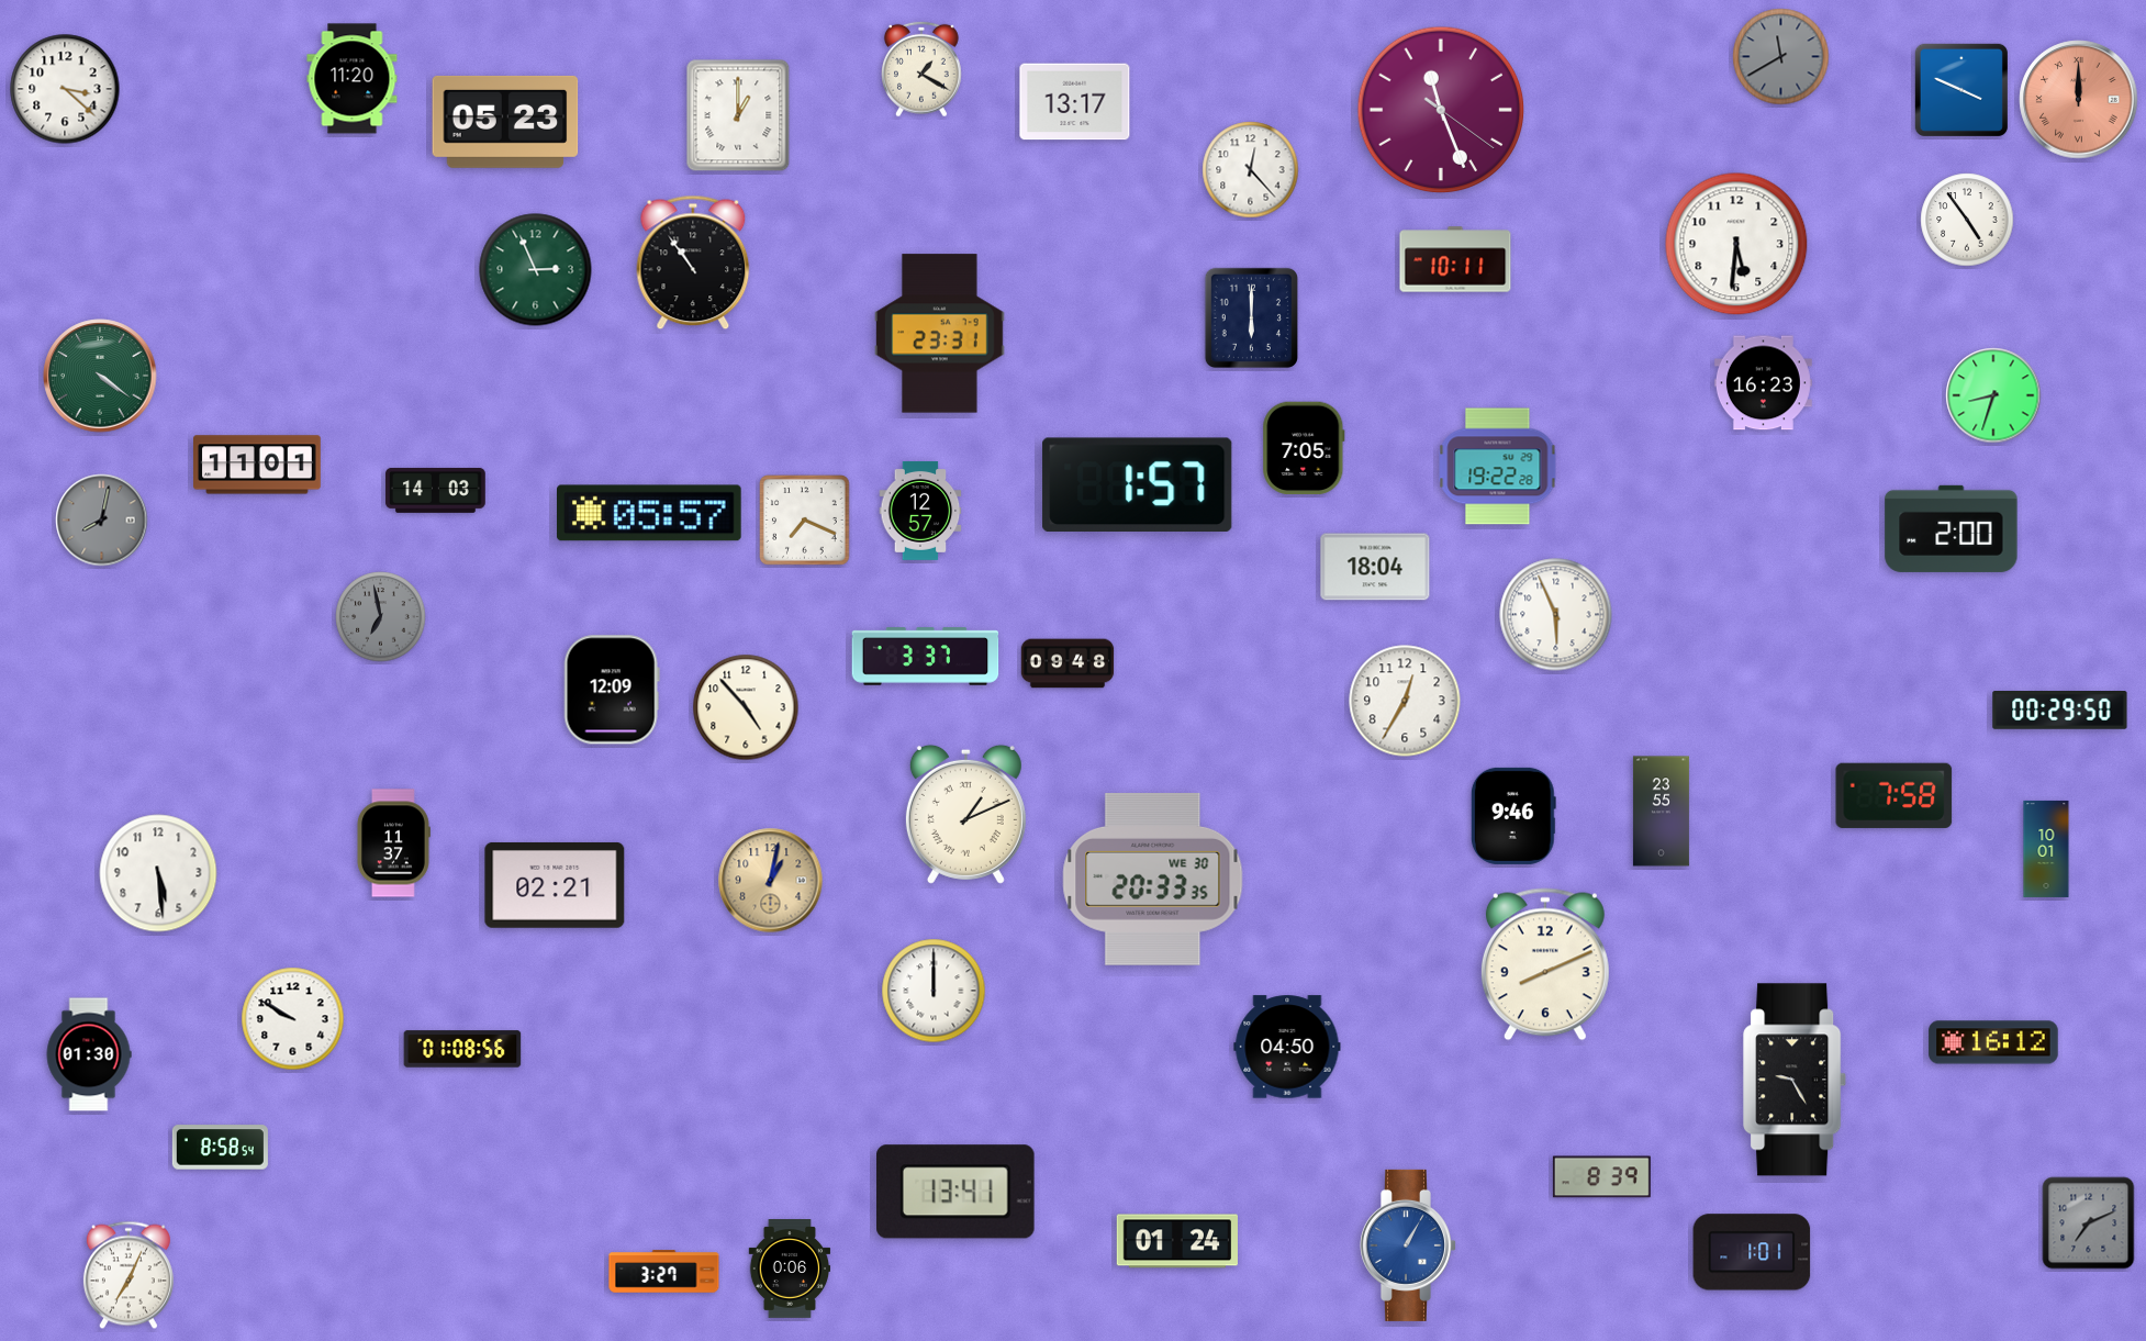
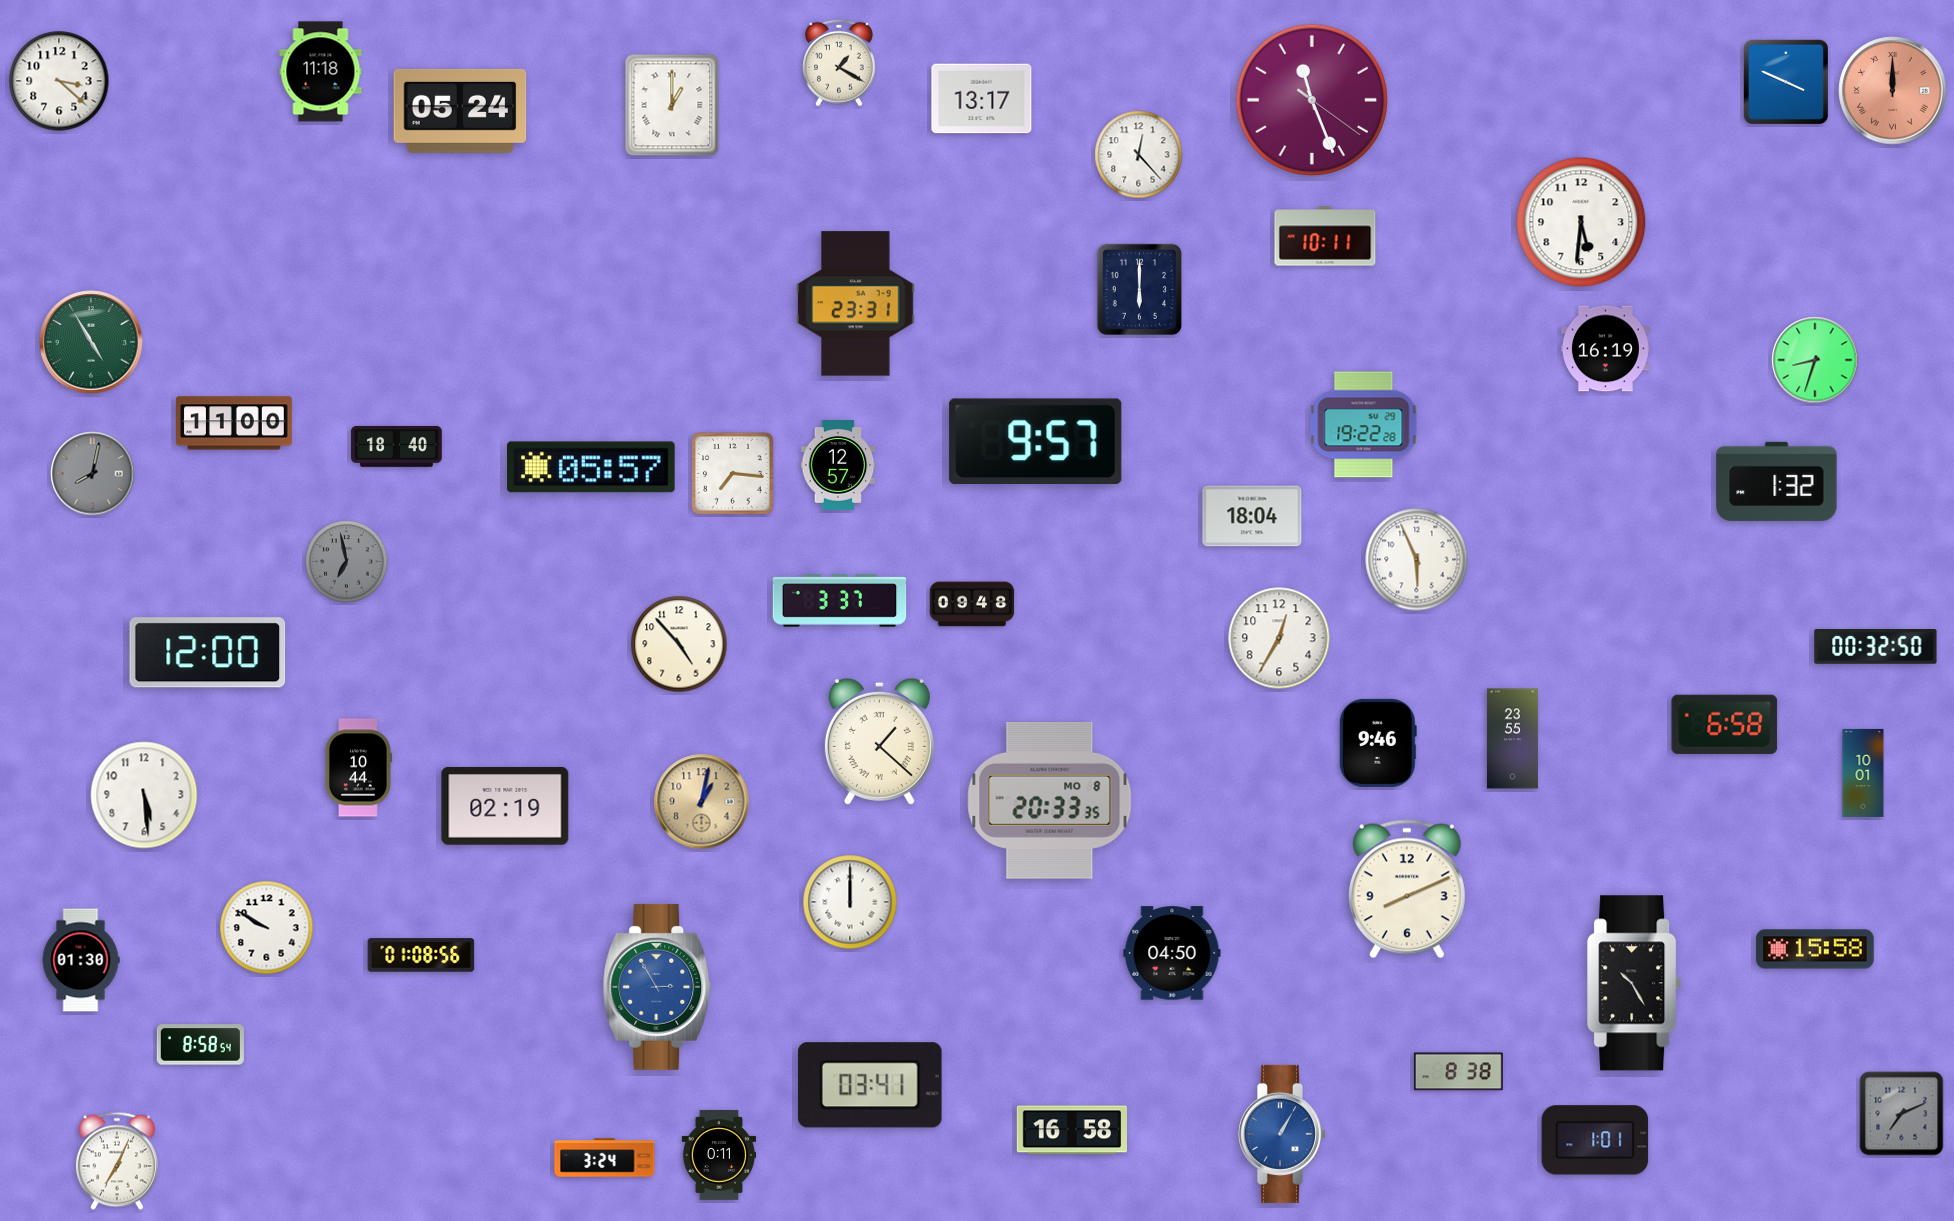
clock at (1781, 57): 11:40 -> none
clock at (353, 79): 11:20 -> 11:18
clock at (1075, 102) position: (1075, 102) -> (982, 99)
clock at (505, 122): 05:23 -> 05:24
clock at (1967, 220): 4:54 -> none
clock at (693, 262): 10:54 -> none
clock at (536, 270): 2:56 -> none
clock at (100, 376): 4:21 -> 4:55
clock at (1763, 383): 16:23 -> 16:19
clock at (1304, 448): 7:05 -> none
clock at (258, 465): 11:01 -> 11:00
clock at (1138, 484): 1:57 -> 9:57
clock at (436, 491): 14:03 -> 18:40
clock at (805, 521): 7:19 -> 7:16
clock at (1952, 528): 2:00 -> 1:32
clock at (926, 657) position: (926, 657) -> (840, 601)
clock at (612, 690): 12:09 -> none
clock at (2060, 711): 00:29 -> 00:32
clock at (208, 653): none -> 12:00
clock at (1894, 795): 7:58 -> 6:58
clock at (965, 814): 1:11 -> 1:22
clock at (393, 843): 11:37 -> 10:44
clock at (1153, 879) date: WE 30 -> MO 8
clock at (555, 885): 02:21 -> 02:19
clock at (1545, 964) position: (1545, 964) -> (1407, 889)
clock at (1993, 1042): 16:12 -> 15:58
clock at (1796, 1080): 9:25 -> 10:25
clock at (657, 987): none -> 2:55
clock at (1601, 1177): 8:39 -> 8:38
clock at (957, 1192): 13:41 -> 03:41
clock at (1177, 1241): 01:24 -> 16:58
clock at (790, 1270): 0:06 -> 0:11
clock at (664, 1272): 3:27 -> 3:24
